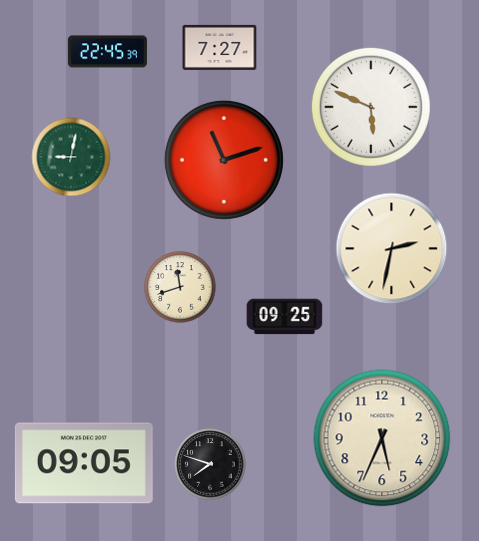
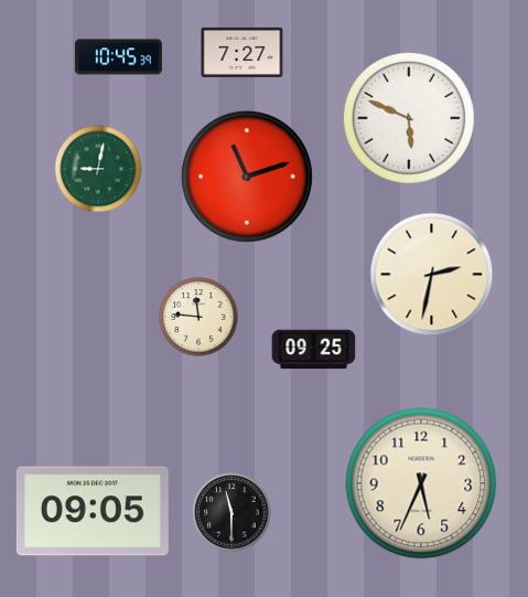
clock at (107, 52): 22:45 -> 10:45
clock at (71, 157) position: (71, 157) -> (98, 169)
clock at (180, 287): 11:42 -> 11:46
clock at (210, 464): 7:48 -> 11:30
